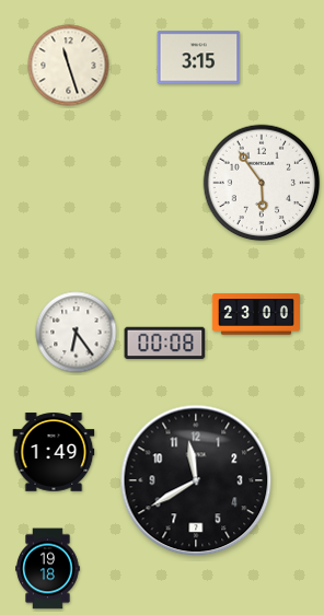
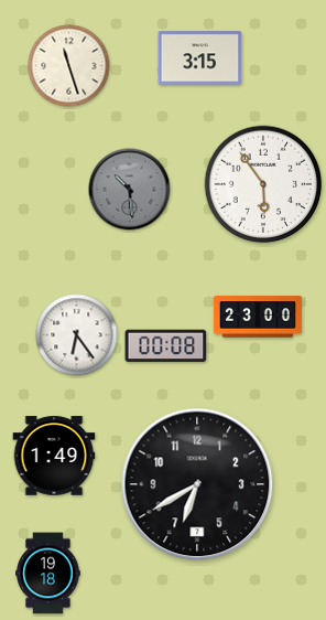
clock at (130, 190): none -> 10:29
clock at (196, 480): 11:40 -> 6:40
